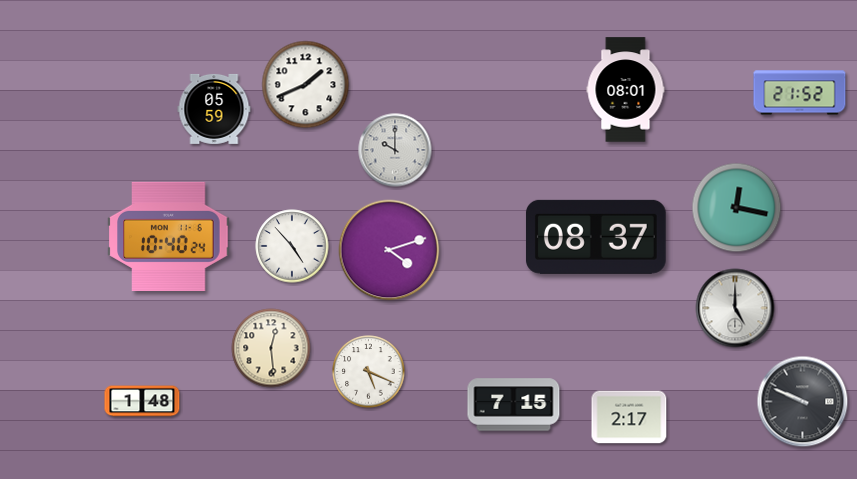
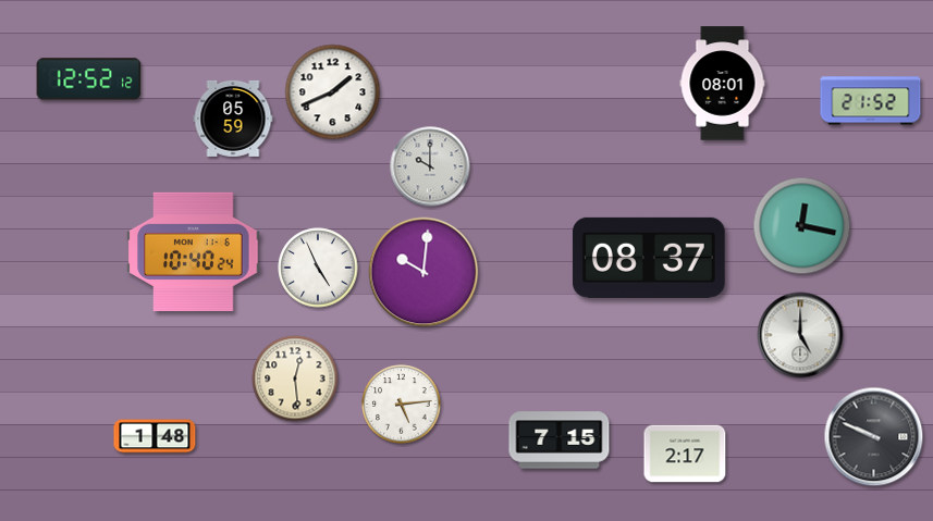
clock at (89, 79): none -> 12:52
clock at (626, 90) position: (626, 90) -> (723, 84)
clock at (395, 150) position: (395, 150) -> (430, 166)
clock at (169, 236) position: (169, 236) -> (194, 251)
clock at (292, 246): 4:53 -> 4:56
clock at (389, 250): 4:12 -> 10:01
clock at (369, 372): 5:19 -> 5:14
